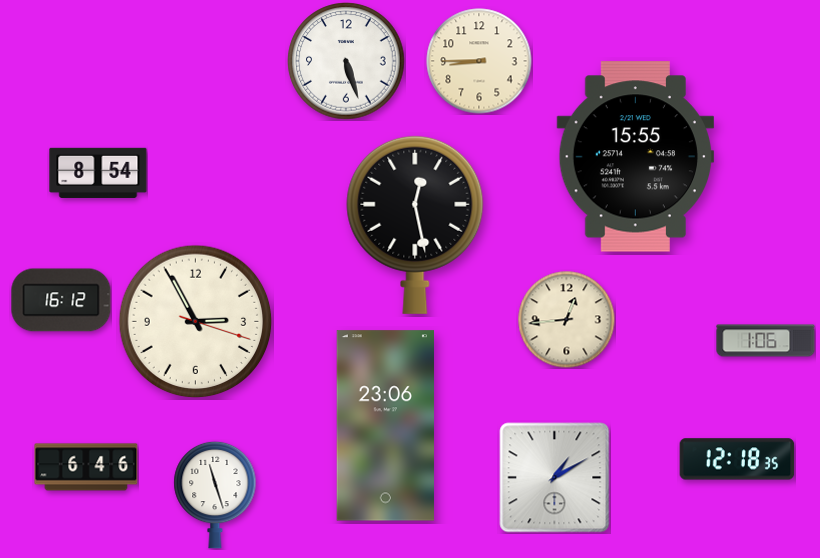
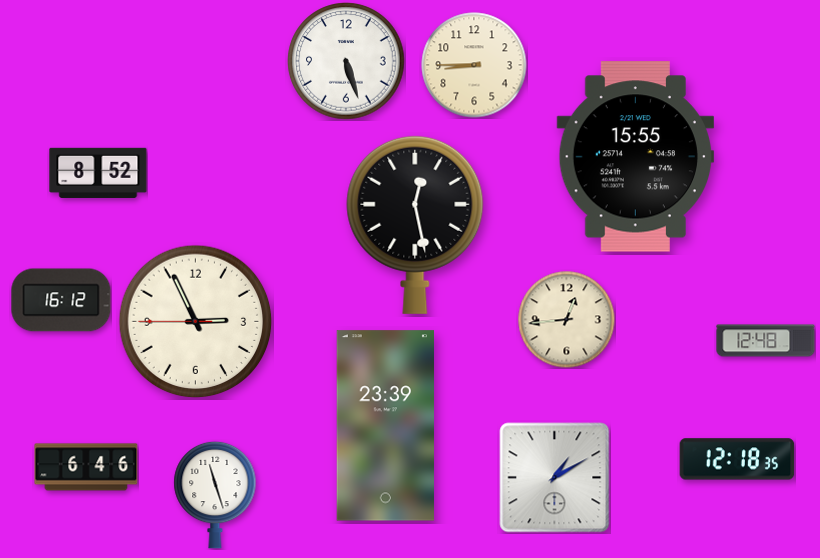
clock at (479, 61) position: (479, 61) -> (474, 65)
clock at (98, 172): 8:54 -> 8:52
clock at (196, 322): 2:55:18 -> 2:55:45
clock at (766, 341): 1:06 -> 12:48
clock at (385, 426): 23:06 -> 23:39
